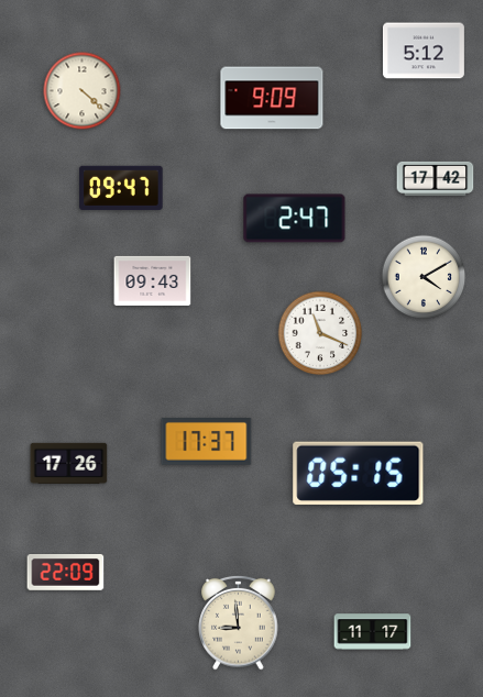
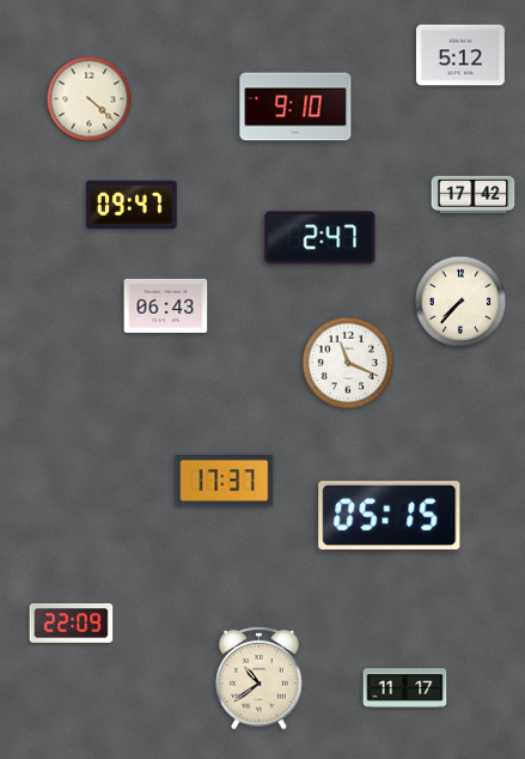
clock at (272, 98): 9:09 -> 9:10
clock at (424, 277): 4:10 -> 7:37
clock at (153, 280): 09:43 -> 06:43
clock at (69, 463): 17:26 -> none
clock at (239, 622): 8:59 -> 10:39
